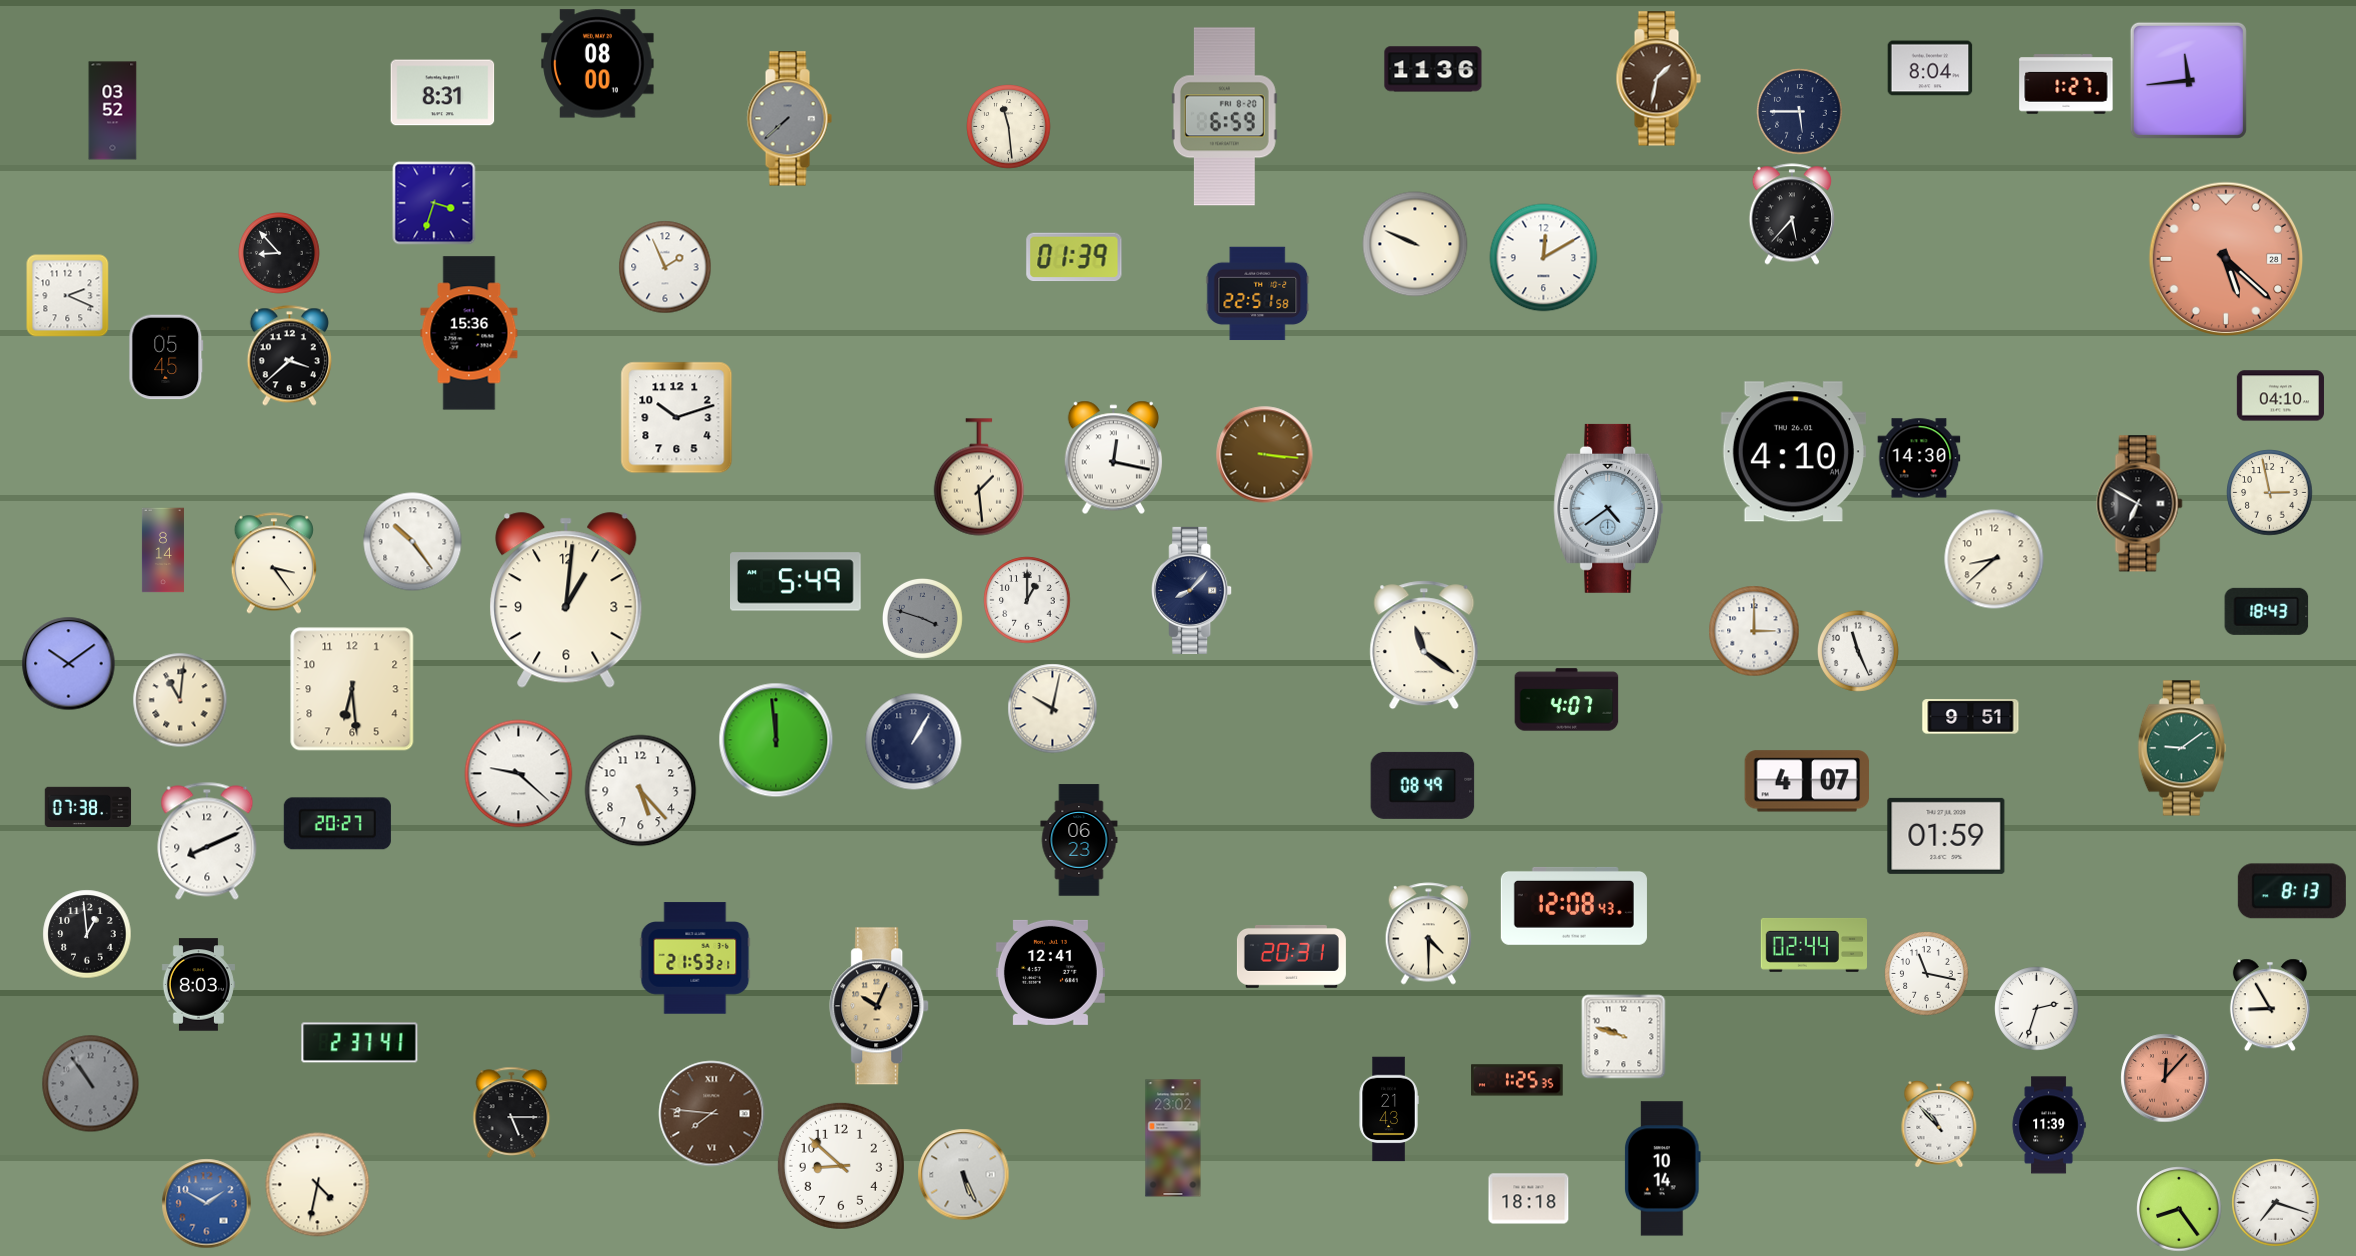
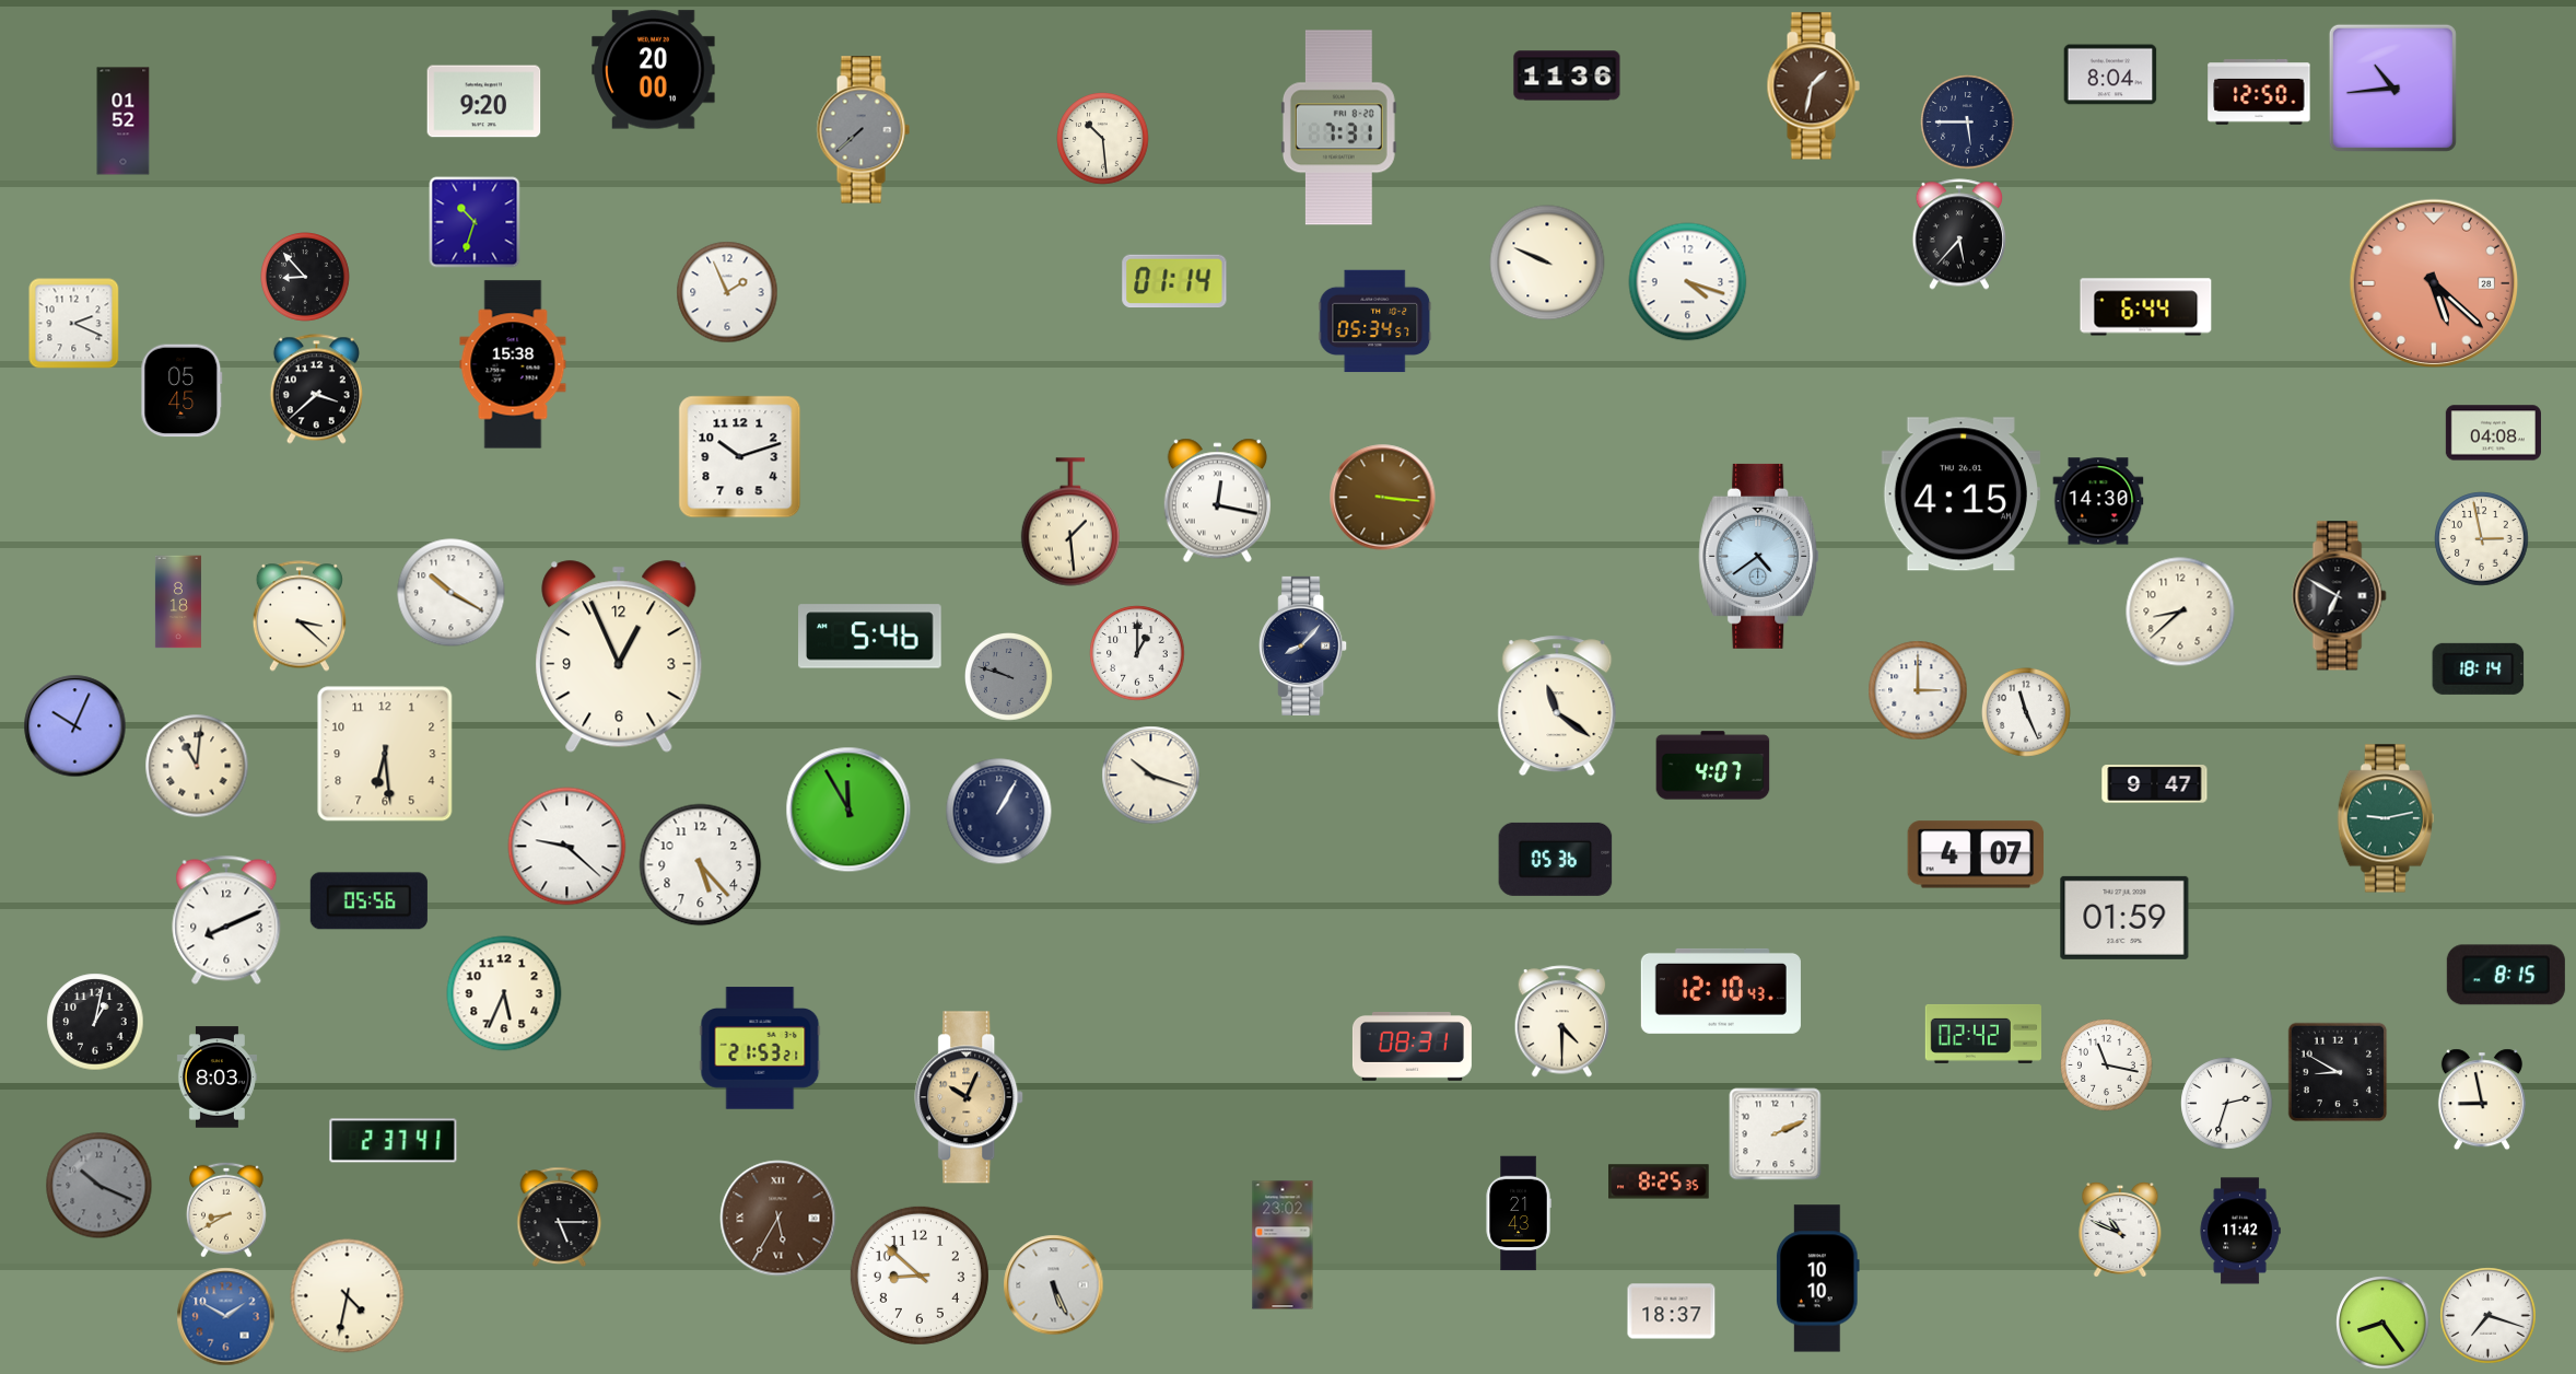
clock at (598, 64): 08:00 -> 20:00
clock at (2188, 80): 11:44 -> 10:44
clock at (2066, 85): 1:27 -> 12:50
clock at (443, 93): 8:31 -> 9:20
clock at (113, 111): 03:52 -> 01:52
clock at (1224, 117): 6:59 -> 7:31
clock at (1009, 127): 11:29 -> 10:29
clock at (434, 203): 3:33 -> 10:33
clock at (1415, 244) position: (1415, 244) -> (1547, 263)
clock at (1074, 257): 01:39 -> 01:14
clock at (1544, 258): 12:10 -> 4:18
clock at (2146, 307): none -> 6:44
clock at (1258, 294): 22:51 -> 05:34
clock at (469, 333): 15:36 -> 15:38
clock at (2280, 396): 04:10 -> 04:08
clock at (1793, 452): 4:10 -> 4:15
clock at (2140, 504) position: (2140, 504) -> (2340, 596)
clock at (413, 542): 10:24 -> 10:20
clock at (163, 550): 8:14 -> 8:18
clock at (273, 563): 3:24 -> 3:22
clock at (796, 582): 5:49 -> 5:46
clock at (566, 600): 1:01 -> 12:56
clock at (1027, 600) position: (1027, 600) -> (1137, 653)
clock at (2267, 611): 18:43 -> 18:14
clock at (923, 619): 3:48 -> 9:48
clock at (1859, 652) position: (1859, 652) -> (2027, 713)
clock at (69, 664): 10:09 -> 10:04
clock at (1053, 709): 10:02 -> 10:18
clock at (1971, 717): 9:51 -> 9:47
clock at (776, 740): 11:59 -> 11:55
clock at (2182, 748): 9:09 -> 9:13
clock at (1423, 785): 08:49 -> 05:36
clock at (88, 806): 07:38 -> none
clock at (337, 824): 20:27 -> 05:56
clock at (1946, 836) position: (1946, 836) -> (2124, 918)
clock at (1079, 840): 06:23 -> none
clock at (2292, 891): 8:13 -> 8:15
clock at (1574, 906): 12:08 -> 12:10
clock at (504, 993): none -> 5:34
clock at (87, 934): 12:59 -> 1:02
clock at (1813, 945): 02:44 -> 02:42
clock at (1291, 957): 20:31 -> 08:31
clock at (1050, 972): 12:41 -> none
clock at (2338, 1072): none -> 8:50
clock at (2270, 1005): 8:55 -> 8:58
clock at (880, 1006) position: (880, 1006) -> (970, 1097)
clock at (1624, 1037): 9:48 -> 2:11
clock at (2165, 1078): 12:07 -> none
clock at (1517, 1080): 1:25 -> 8:25
clock at (91, 1084): 10:54 -> 10:19
clock at (226, 1210): none -> 8:40
clock at (712, 1114): 7:46 -> 5:35
clock at (1939, 1125): 10:53 -> 10:49
clock at (2049, 1125): 11:39 -> 11:42
clock at (1662, 1169): 10:14 -> 10:10
clock at (1529, 1199): 18:18 -> 18:37
